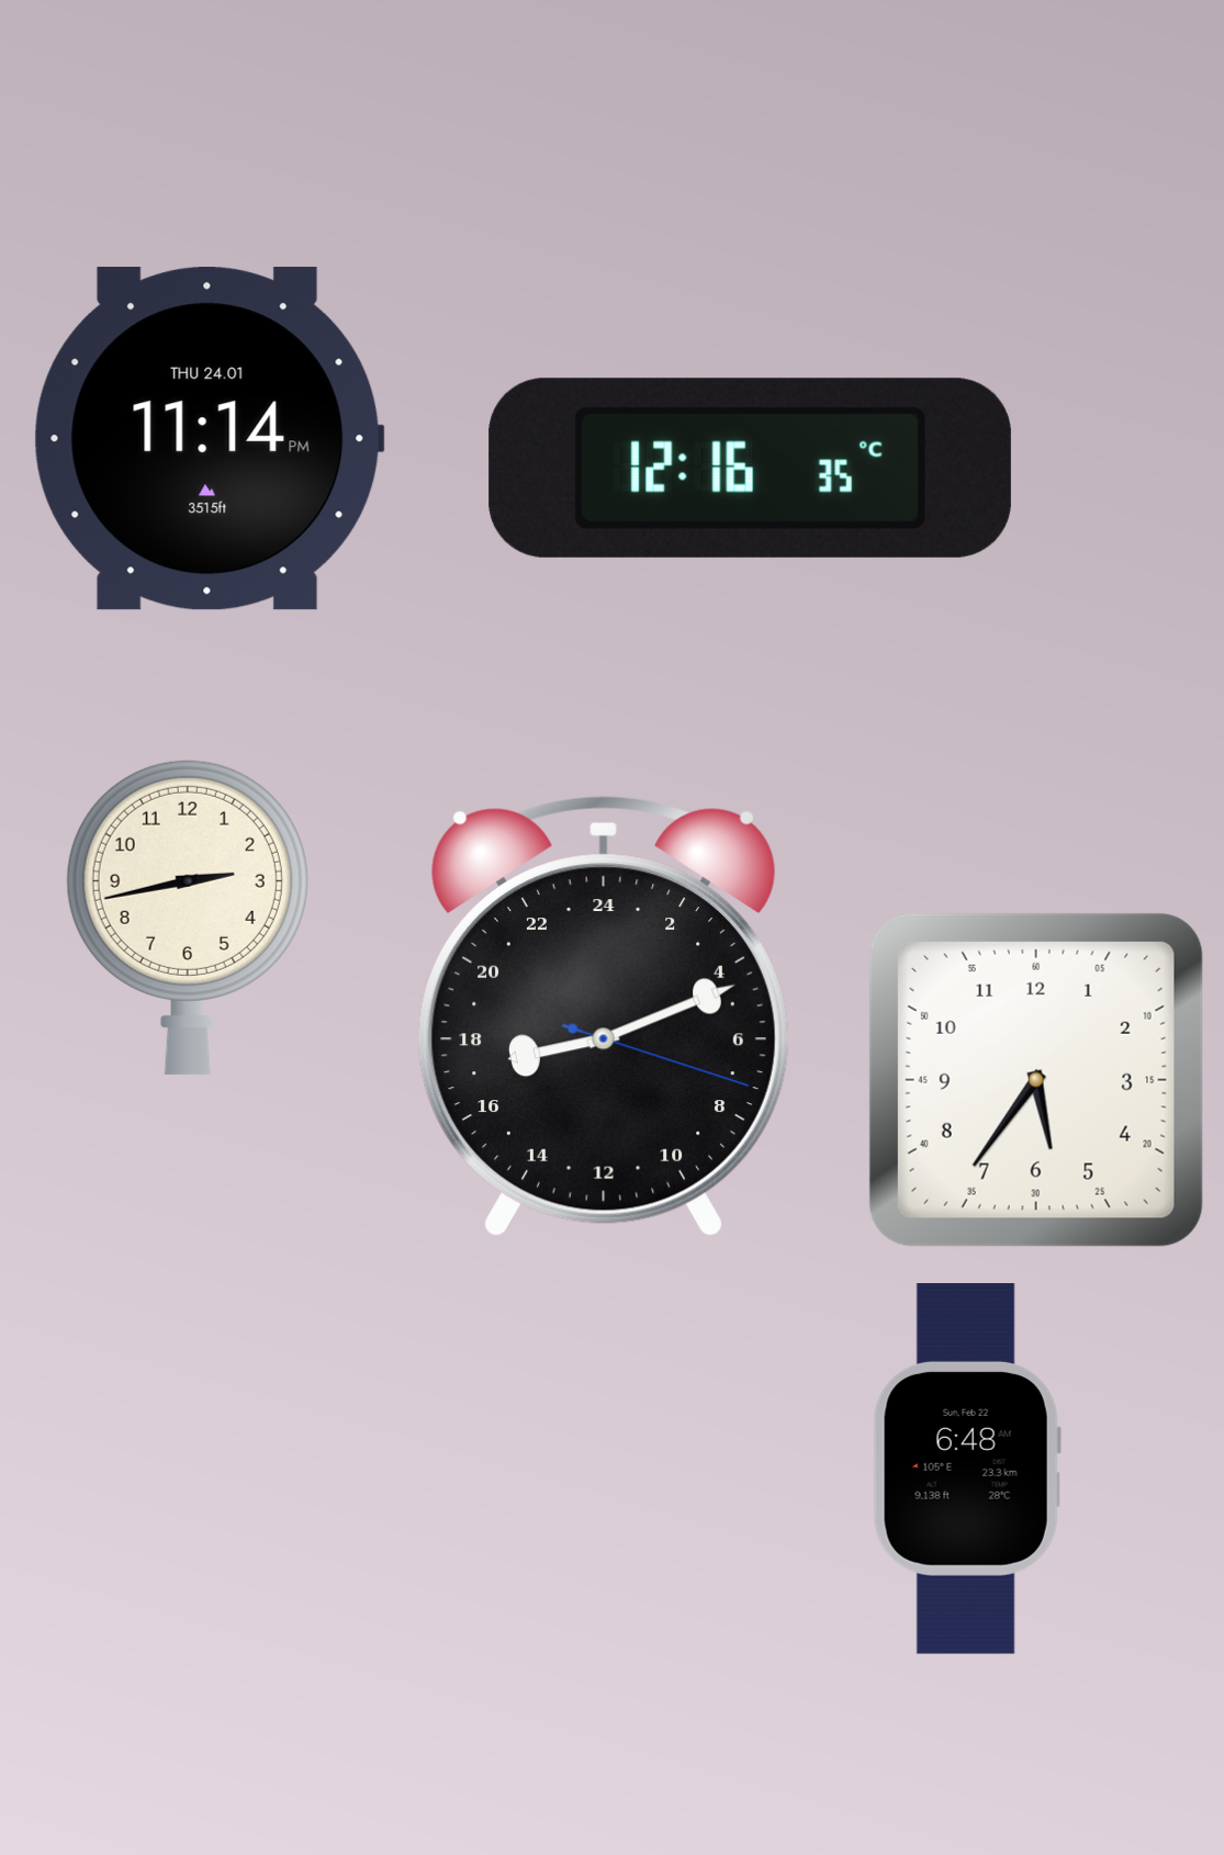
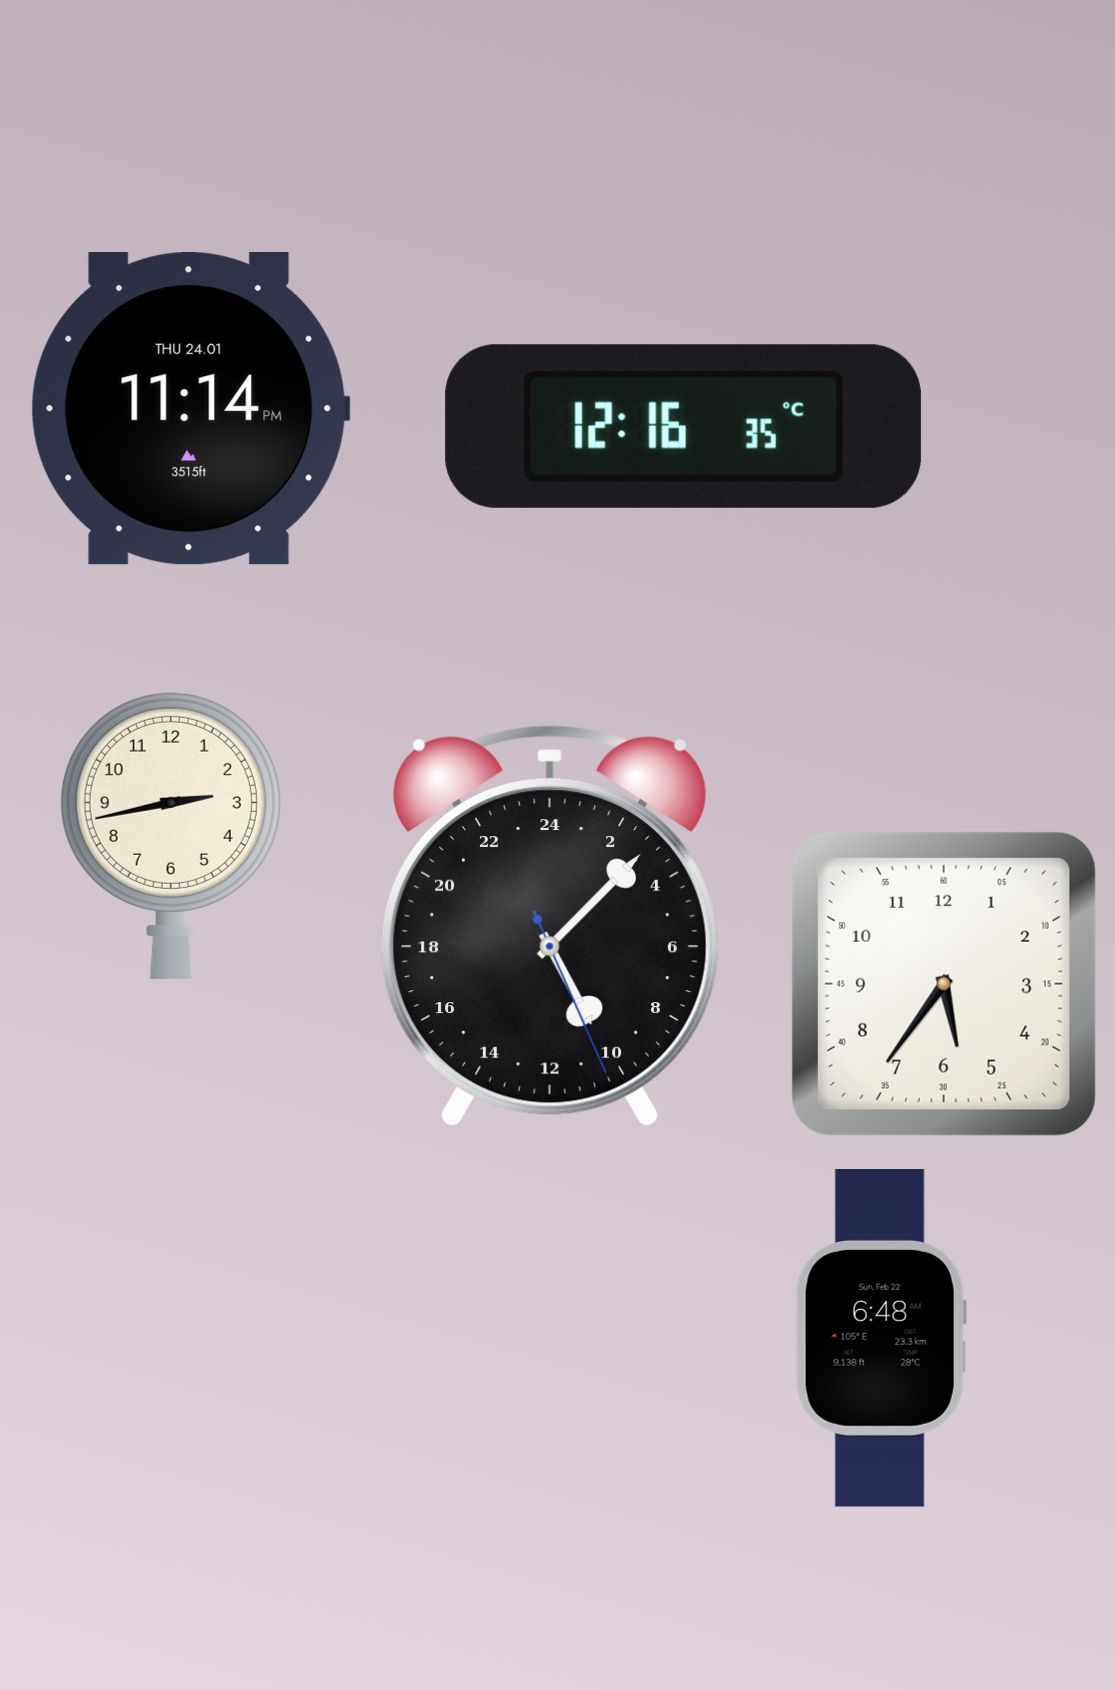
clock at (209, 439) position: (209, 439) -> (190, 409)
clock at (604, 1018): 17:11 -> 10:07
